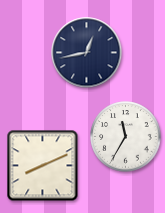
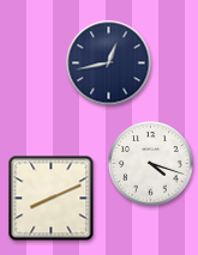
clock at (87, 53) position: (87, 53) -> (109, 63)
clock at (126, 137): 11:35 -> 4:18
